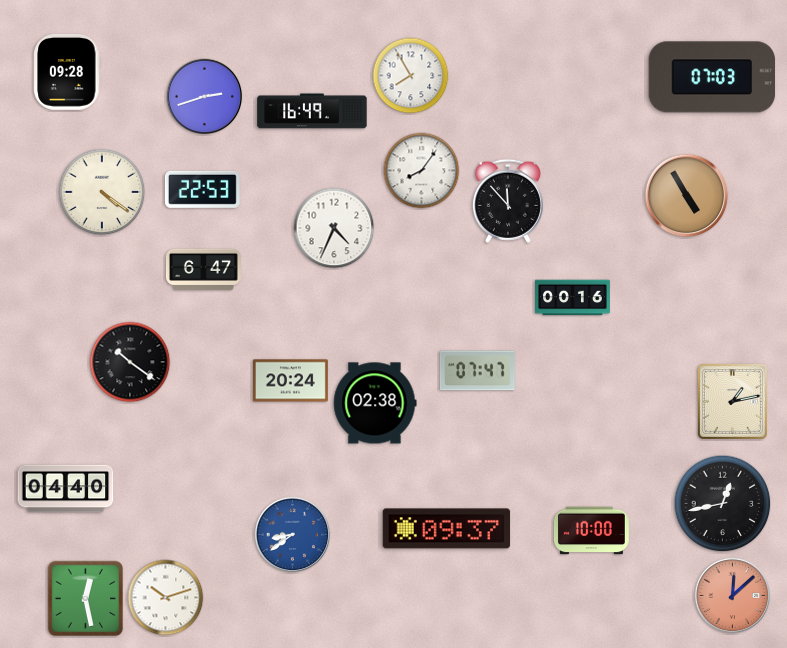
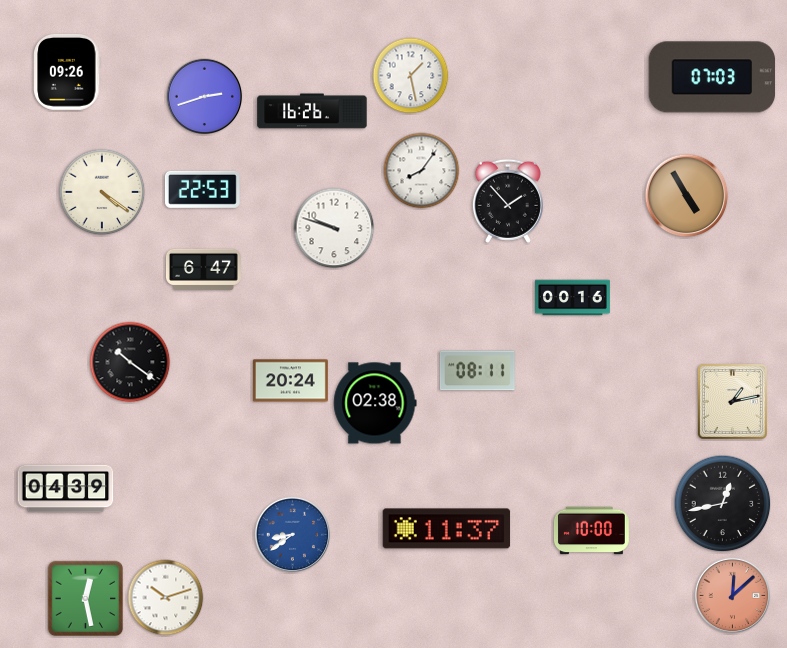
clock at (67, 72): 09:28 -> 09:26
clock at (411, 76): 7:55 -> 1:28
clock at (312, 111): 16:49 -> 16:26
clock at (508, 201): 11:53 -> 1:53
clock at (334, 228): 4:34 -> 9:48
clock at (477, 371): 07:47 -> 08:11
clock at (66, 489): 04:40 -> 04:39
clock at (447, 529): 09:37 -> 11:37
